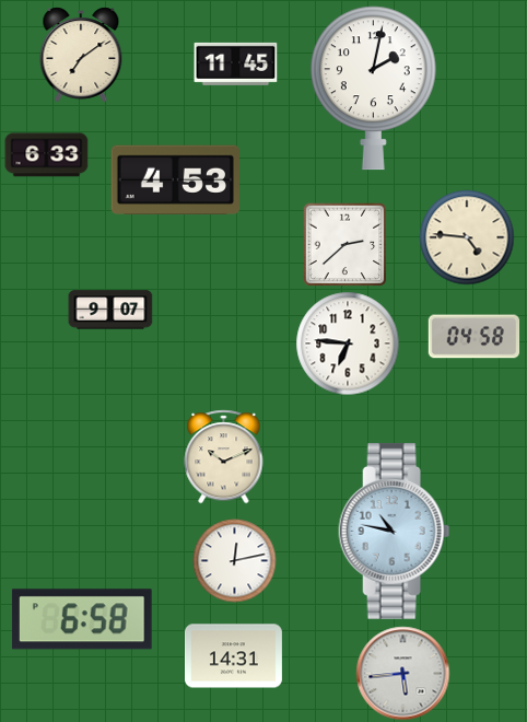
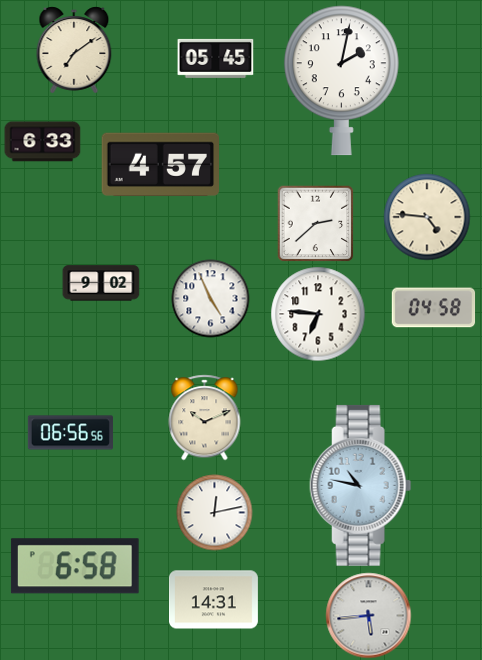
clock at (236, 63): 11:45 -> 05:45
clock at (175, 180): 4:53 -> 4:57
clock at (110, 310): 9:07 -> 9:02
clock at (211, 299): none -> 4:56
clock at (70, 433): none -> 06:56
